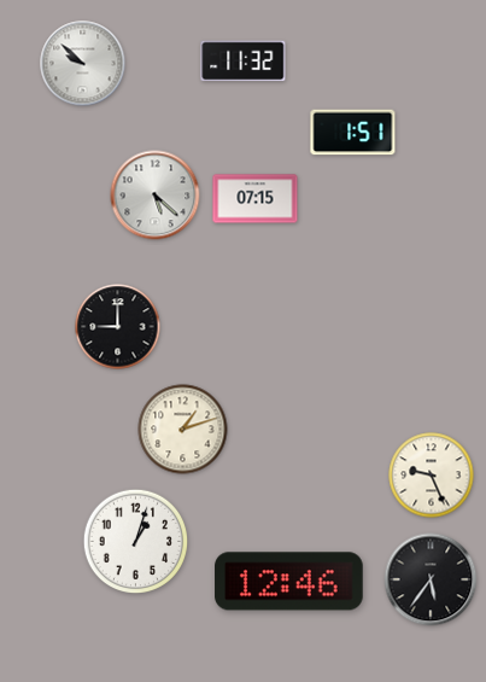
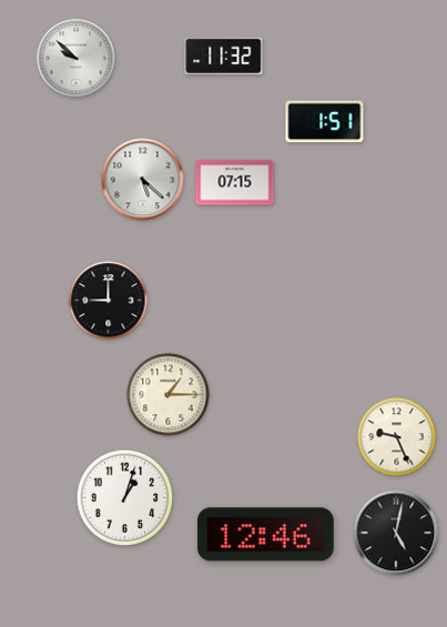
clock at (183, 430): 1:12 -> 1:15
clock at (431, 579): 5:36 -> 5:02
